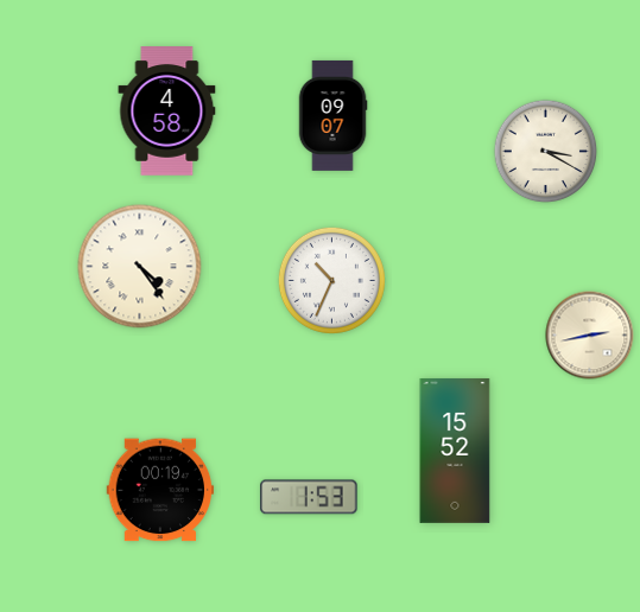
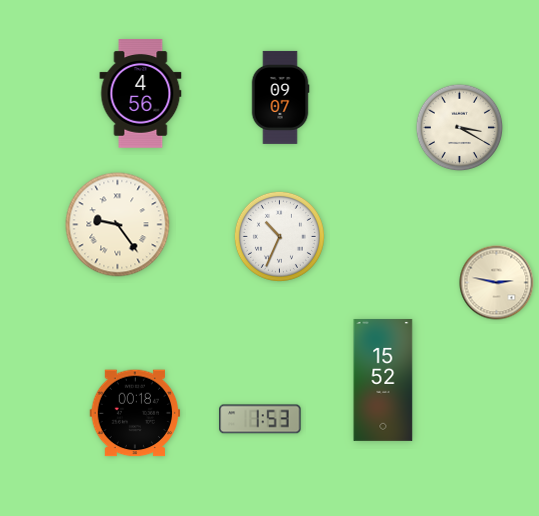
clock at (167, 111): 4:58 -> 4:56
clock at (140, 267): 4:24 -> 9:24
clock at (590, 336): 2:43 -> 2:47
clock at (160, 490): 00:19 -> 00:18
